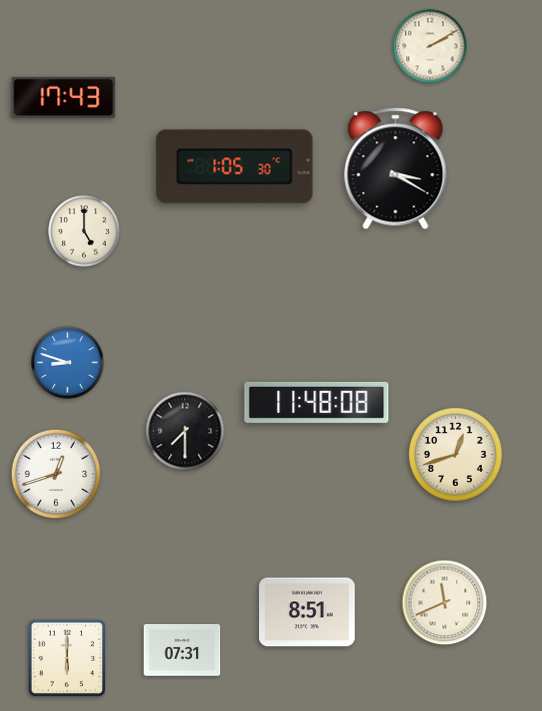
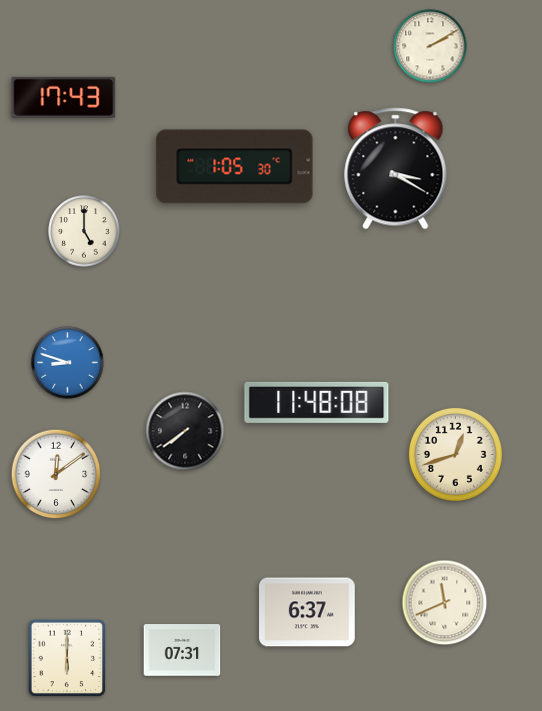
clock at (185, 431): 7:30 -> 7:39
clock at (56, 474): 12:42 -> 12:09
clock at (308, 612): 8:51 -> 6:37
